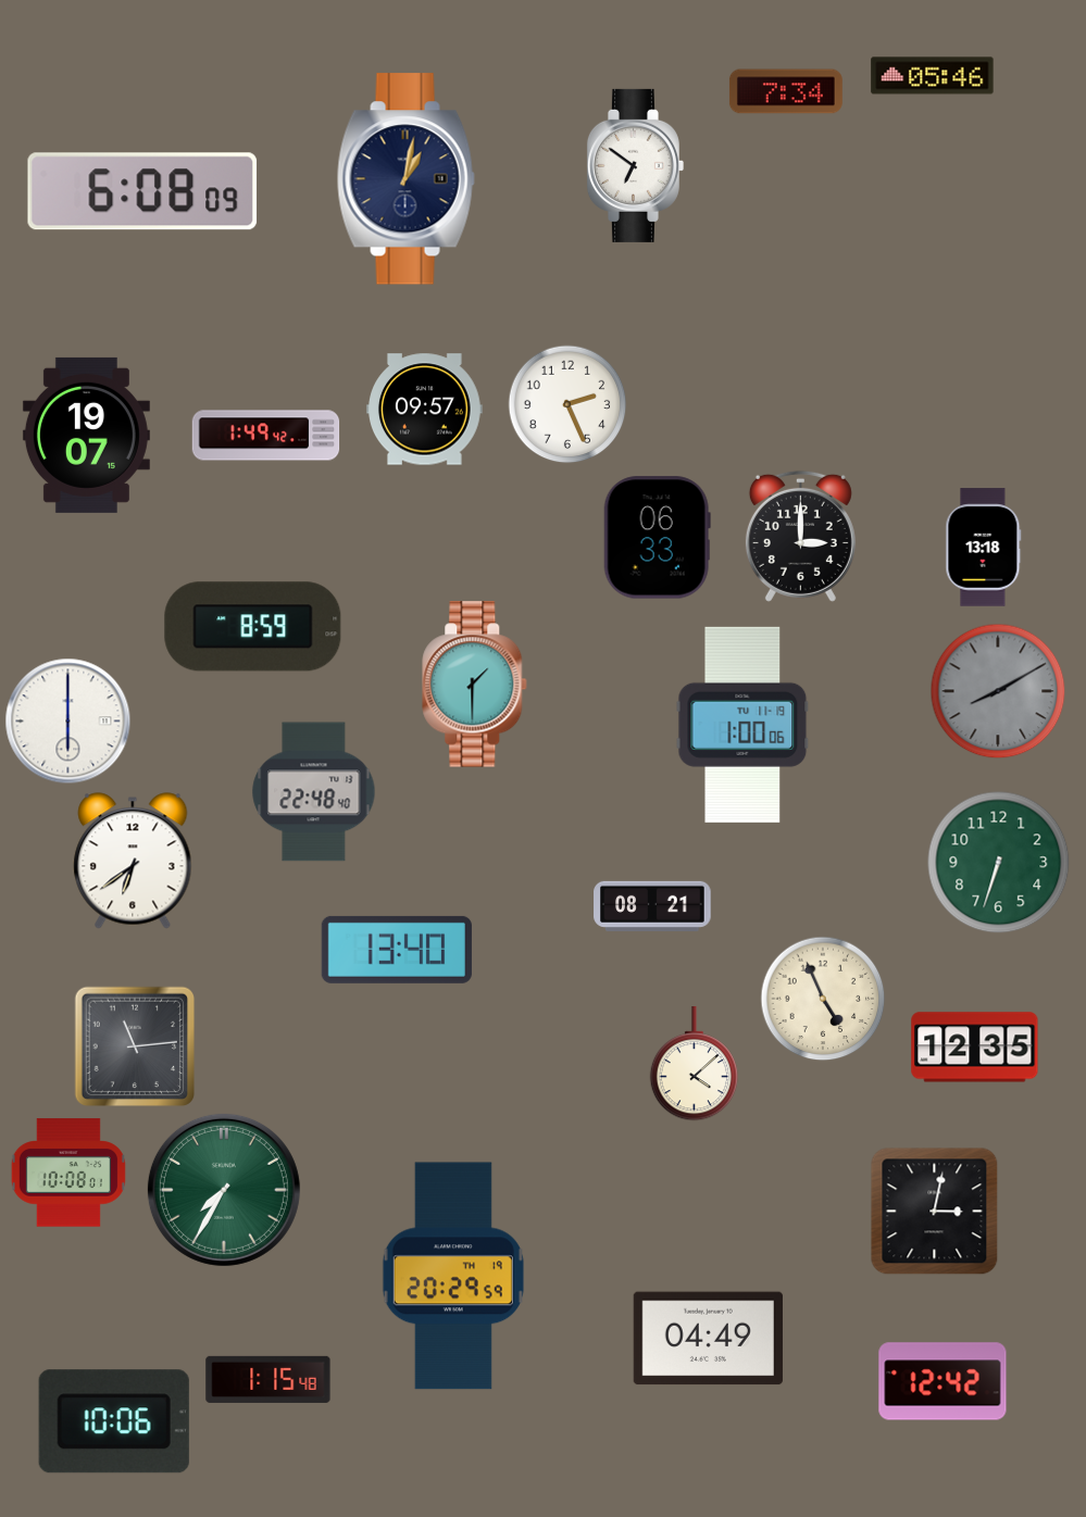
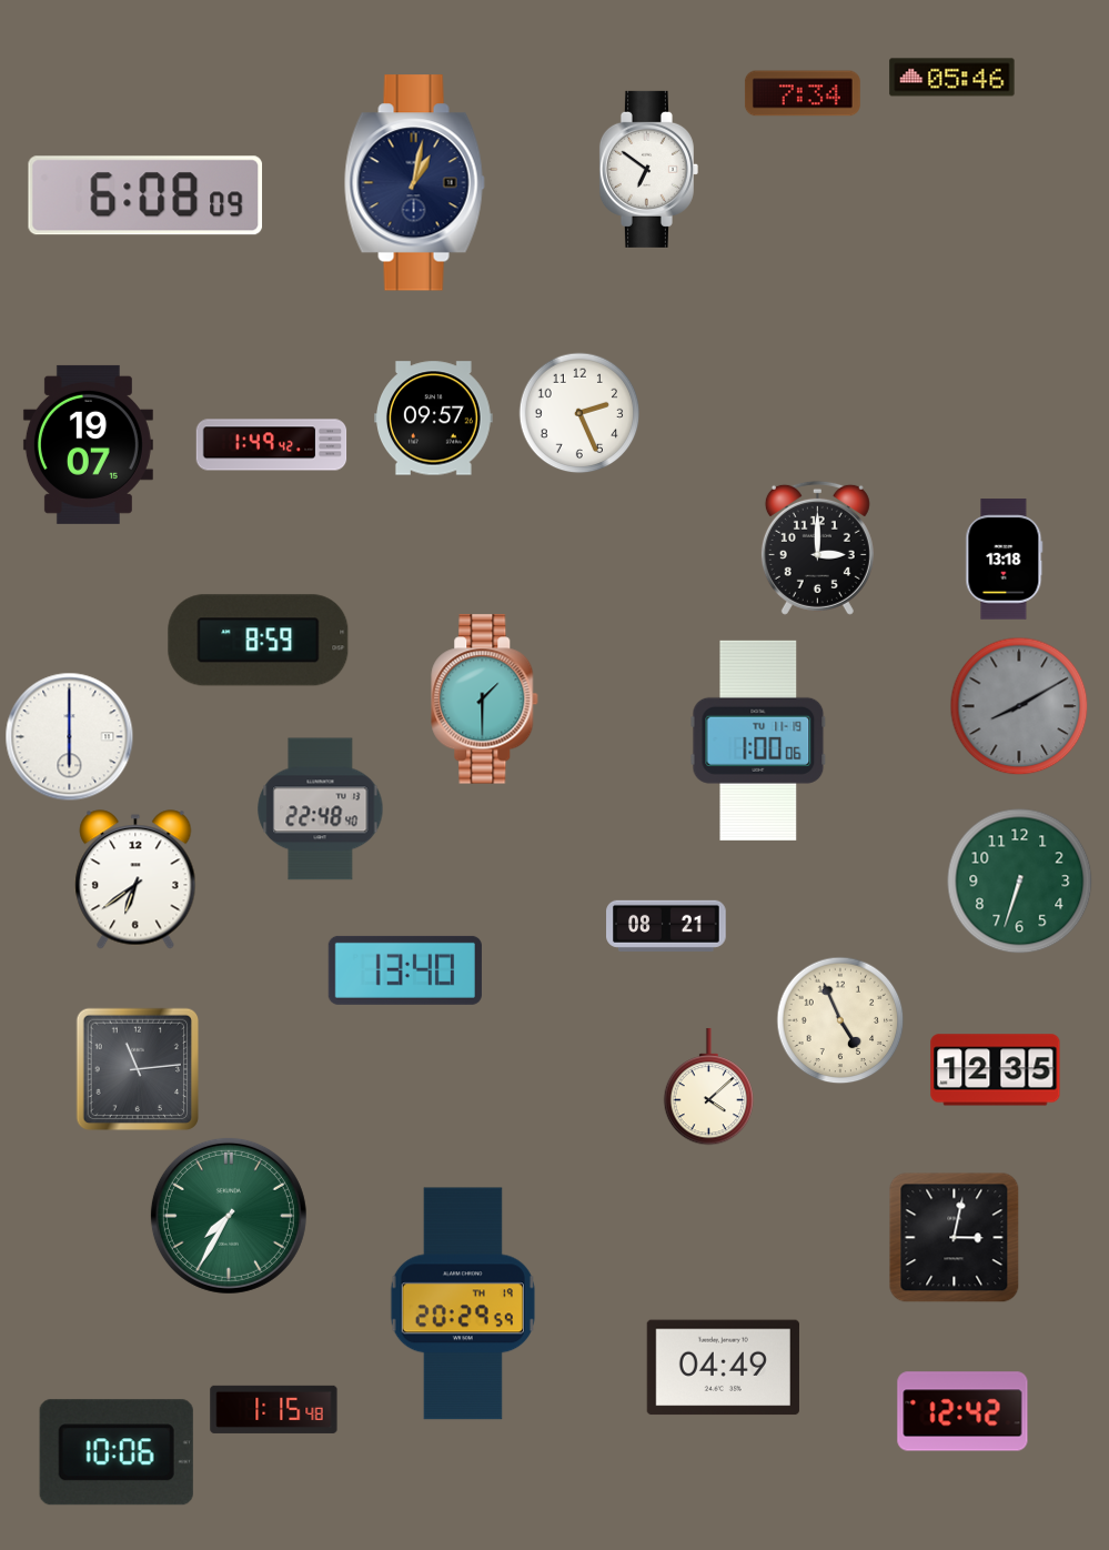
clock at (657, 538): 06:33 -> none
clock at (68, 1173): 10:08 -> none
